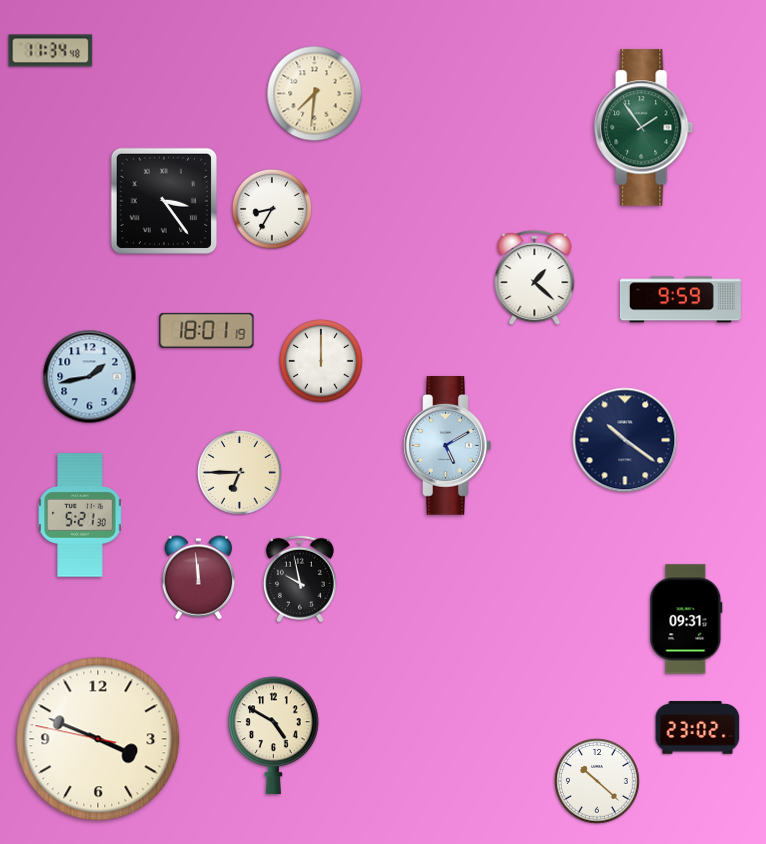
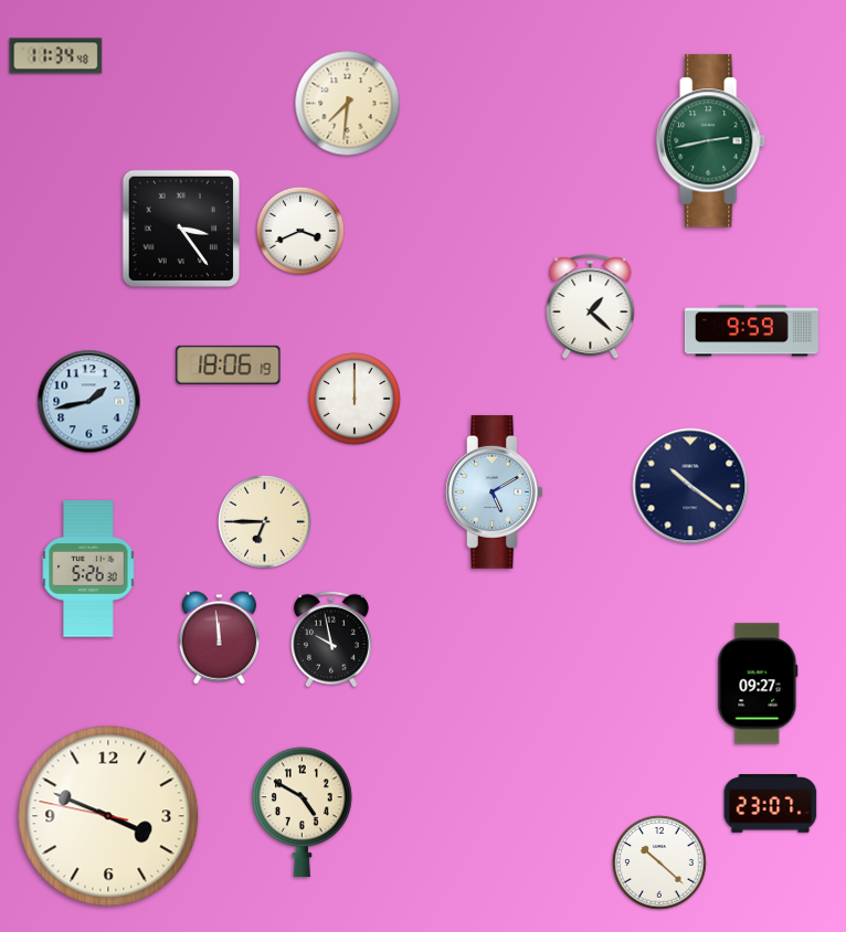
clock at (644, 128): 1:54 -> 2:43
clock at (163, 200) position: (163, 200) -> (180, 227)
clock at (272, 209): 8:35 -> 3:41
clock at (207, 330): 18:01 -> 18:06
clock at (90, 377) position: (90, 377) -> (89, 402)
clock at (80, 515): 5:21 -> 5:26
clock at (686, 619): 09:31 -> 09:27
clock at (698, 728): 23:02 -> 23:07
